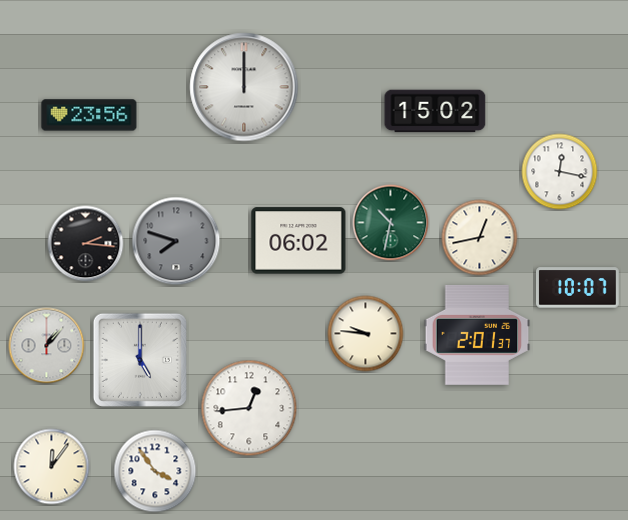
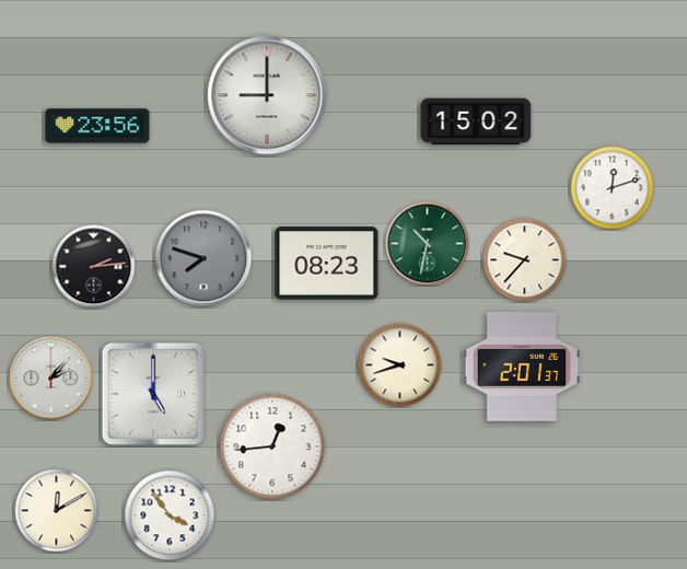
clock at (244, 87): 12:00 -> 9:00
clock at (560, 172): 12:17 -> 12:12
clock at (480, 238): 12:43 -> 9:37
clock at (176, 241) position: (176, 241) -> (203, 258)
clock at (299, 241): 06:02 -> 08:23
clock at (86, 244): 2:16 -> 2:14
clock at (578, 288): 10:07 -> none
clock at (366, 334): 9:46 -> 9:42
clock at (47, 346): 1:07 -> 2:07
clock at (52, 467): 12:06 -> 12:10
